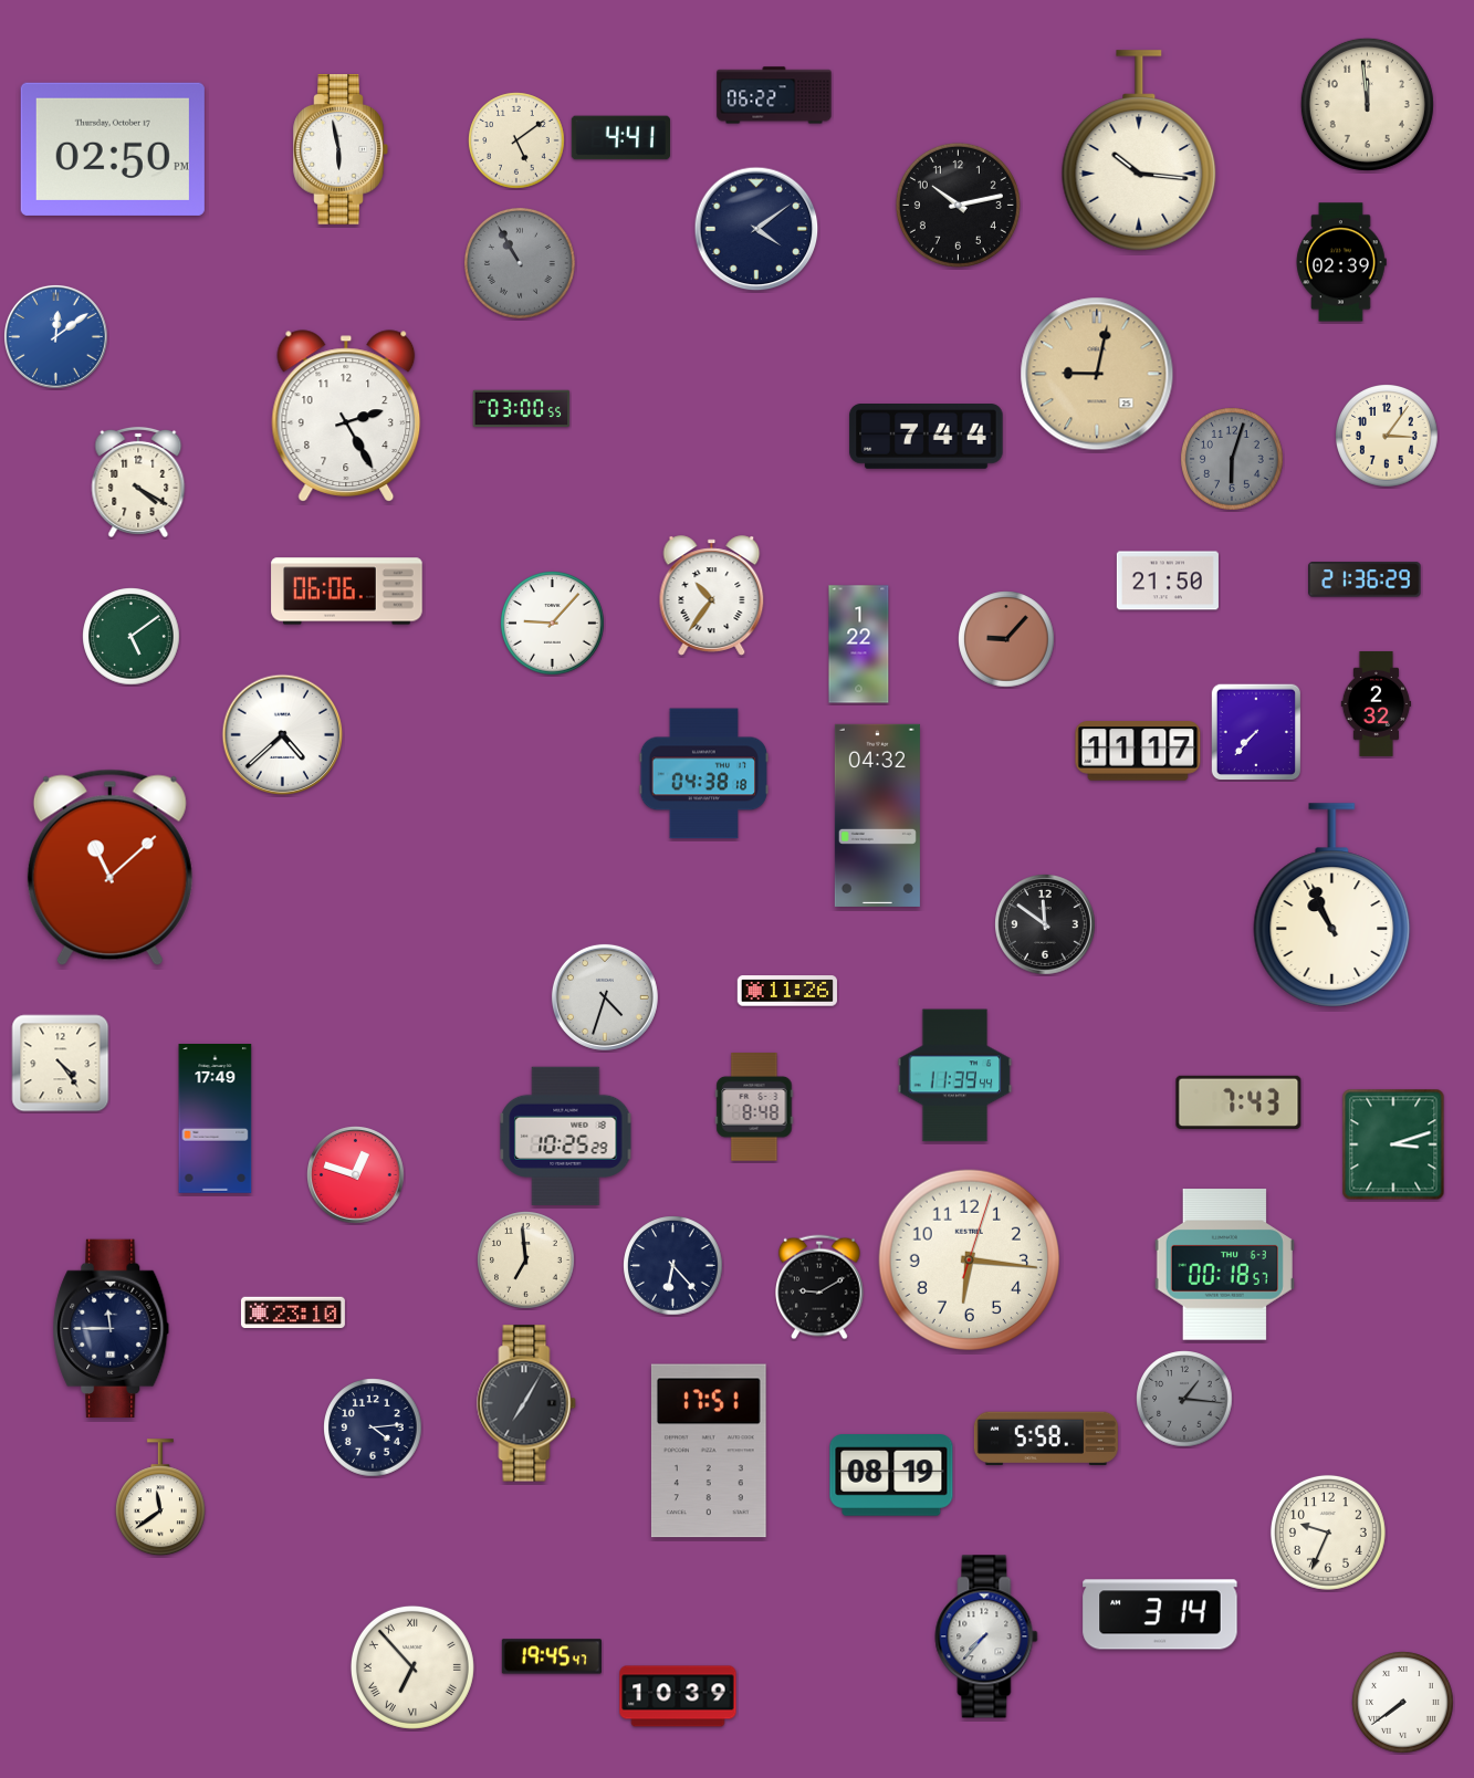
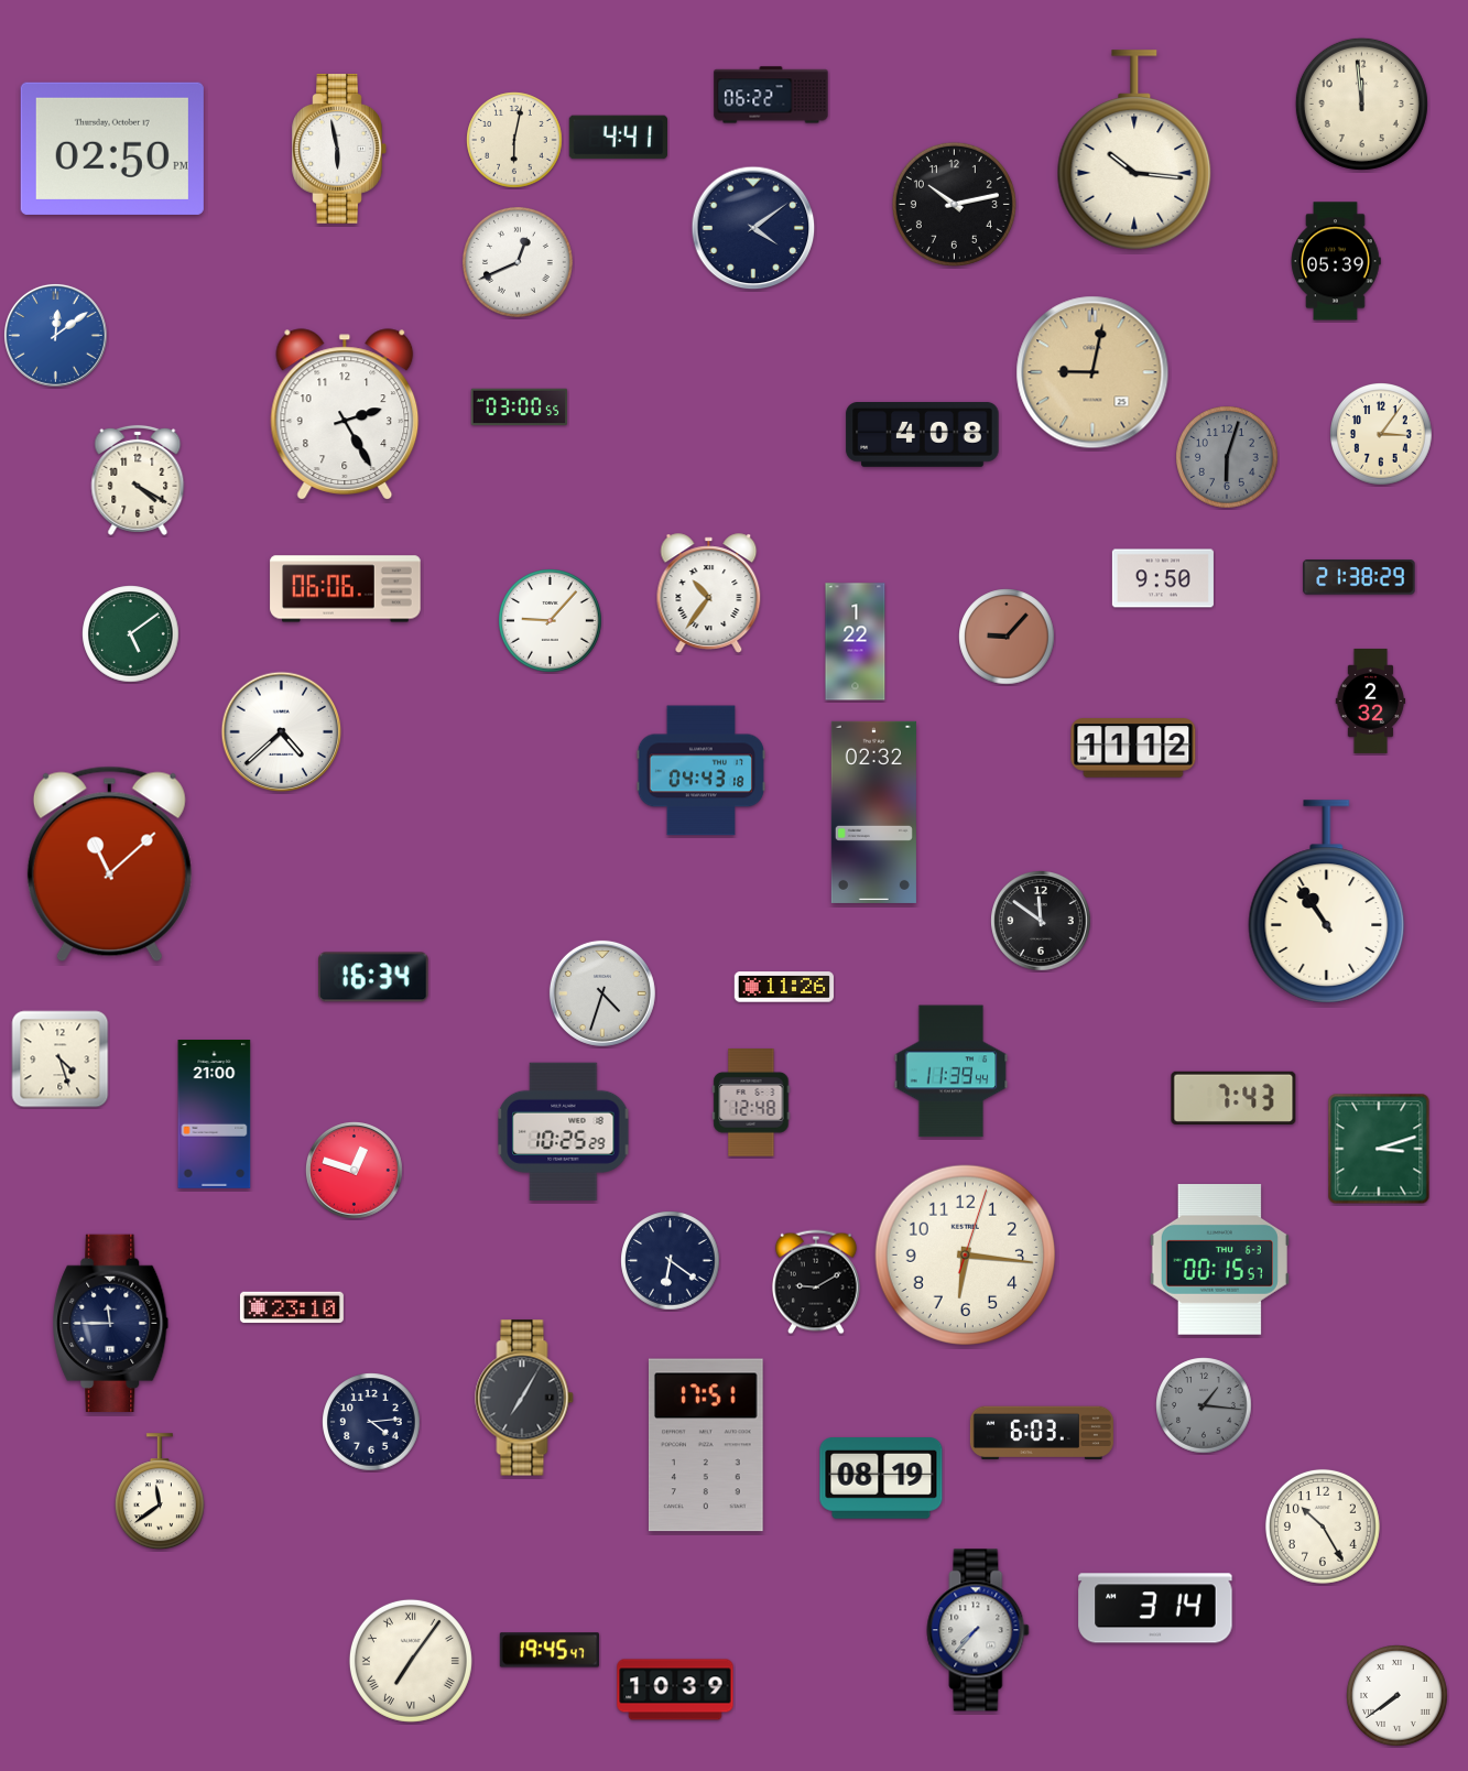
clock at (516, 140): 5:09 -> 6:02
clock at (1341, 262): 02:39 -> 05:39
clock at (520, 263): 10:55 -> 12:41
clock at (520, 263) dial: grey -> white
clock at (927, 437): 7:44 -> 4:08
clock at (1365, 579): 21:36 -> 21:38
clock at (1168, 581): 21:50 -> 9:50
clock at (1006, 639) position: (1006, 639) -> (1007, 637)
clock at (1255, 732): 7:37 -> none
clock at (1138, 751): 11:17 -> 11:12
clock at (704, 774): 04:38 -> 04:43
clock at (877, 815): 04:32 -> 02:32
clock at (1332, 906): 10:56 -> 10:54
clock at (374, 977): none -> 16:34
clock at (61, 1064): 4:24 -> 4:27
clock at (754, 1108): 8:48 -> 12:48
clock at (216, 1119): 17:49 -> 21:00
clock at (1393, 1144) position: (1393, 1144) -> (1379, 1149)
clock at (526, 1261): 6:59 -> none
clock at (1224, 1265): 00:18 -> 00:15
clock at (673, 1266): 6:23 -> 6:21
clock at (1184, 1399) position: (1184, 1399) -> (1204, 1405)
clock at (1046, 1437): 5:58 -> 6:03
clock at (891, 1475) position: (891, 1475) -> (881, 1478)
clock at (1328, 1533): 9:34 -> 10:25
clock at (986, 1636) position: (986, 1636) -> (978, 1630)
clock at (412, 1667): 6:53 -> 7:06
